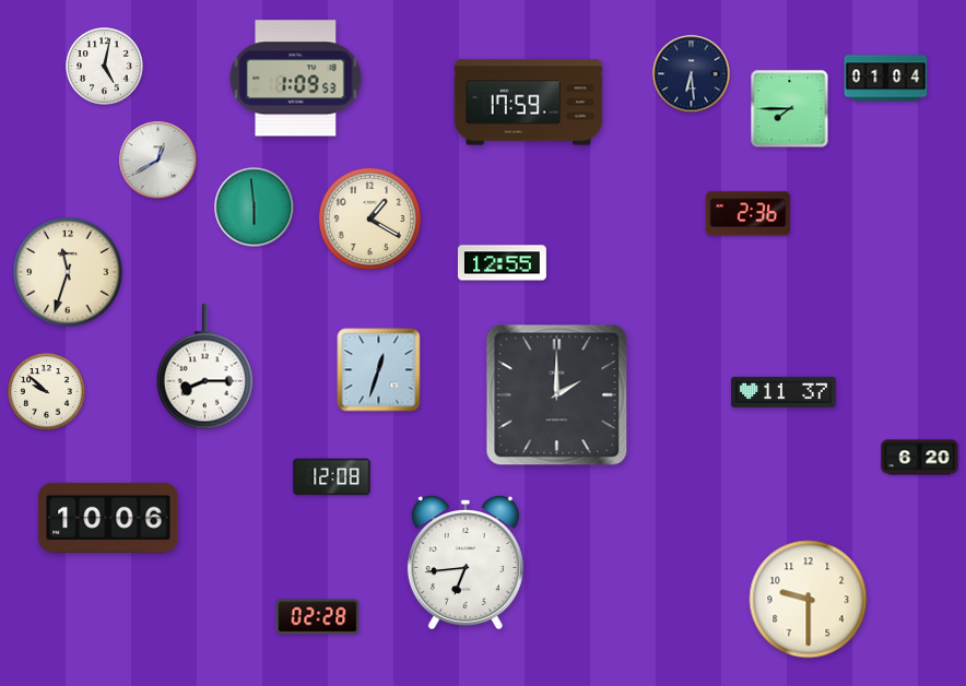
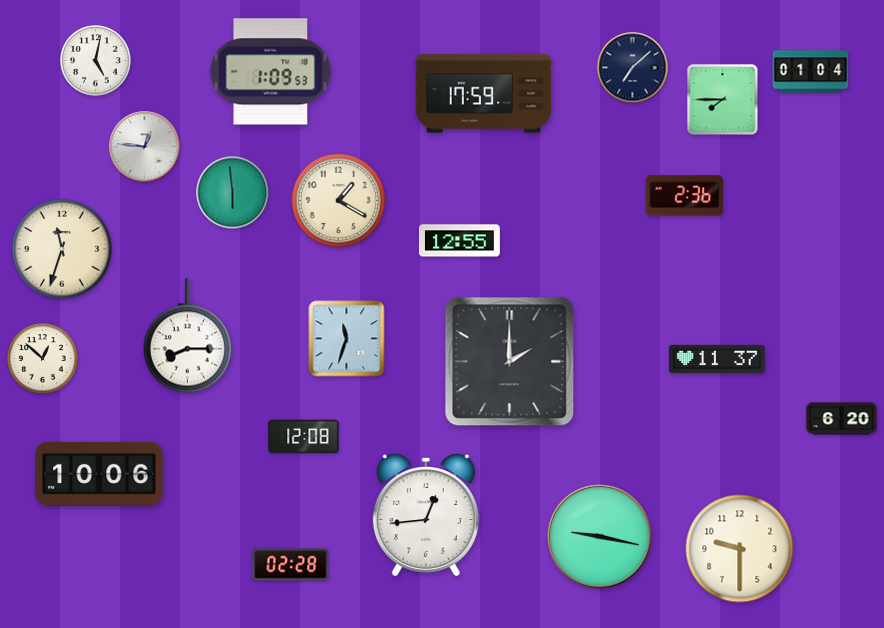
clock at (692, 74): 6:29 -> 7:08
clock at (158, 161): 12:40 -> 12:46
clock at (255, 208) position: (255, 208) -> (233, 193)
clock at (379, 370): 12:33 -> 11:33
clock at (47, 392): 9:52 -> 12:52
clock at (466, 563): 6:44 -> 12:44
clock at (600, 537): none -> 9:17
